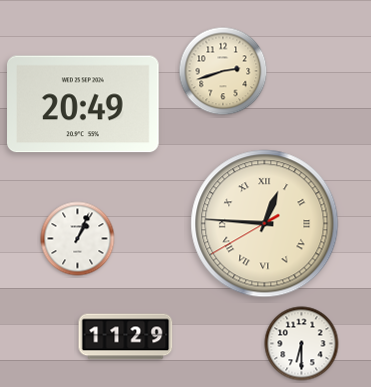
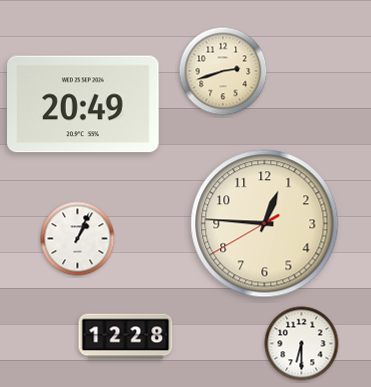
clock at (265, 224) numerals: Roman -> Arabic
clock at (126, 337): 11:29 -> 12:28
